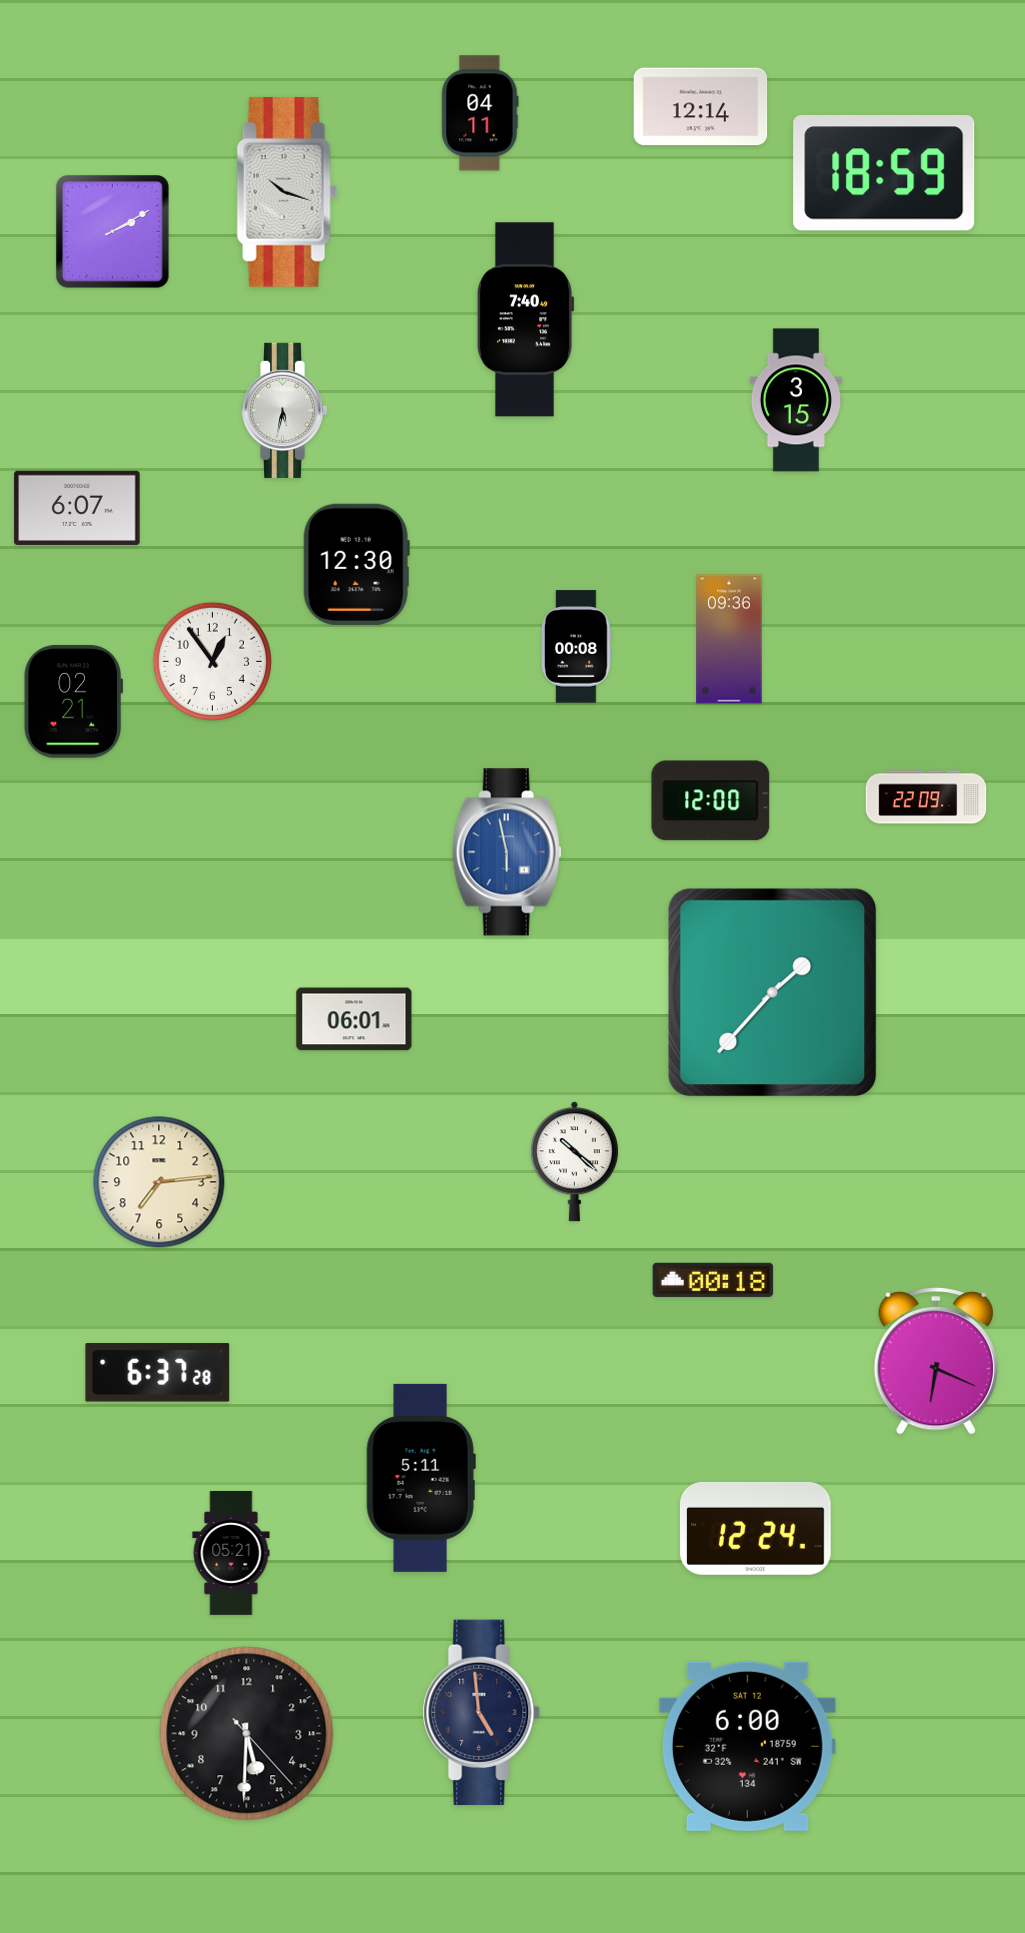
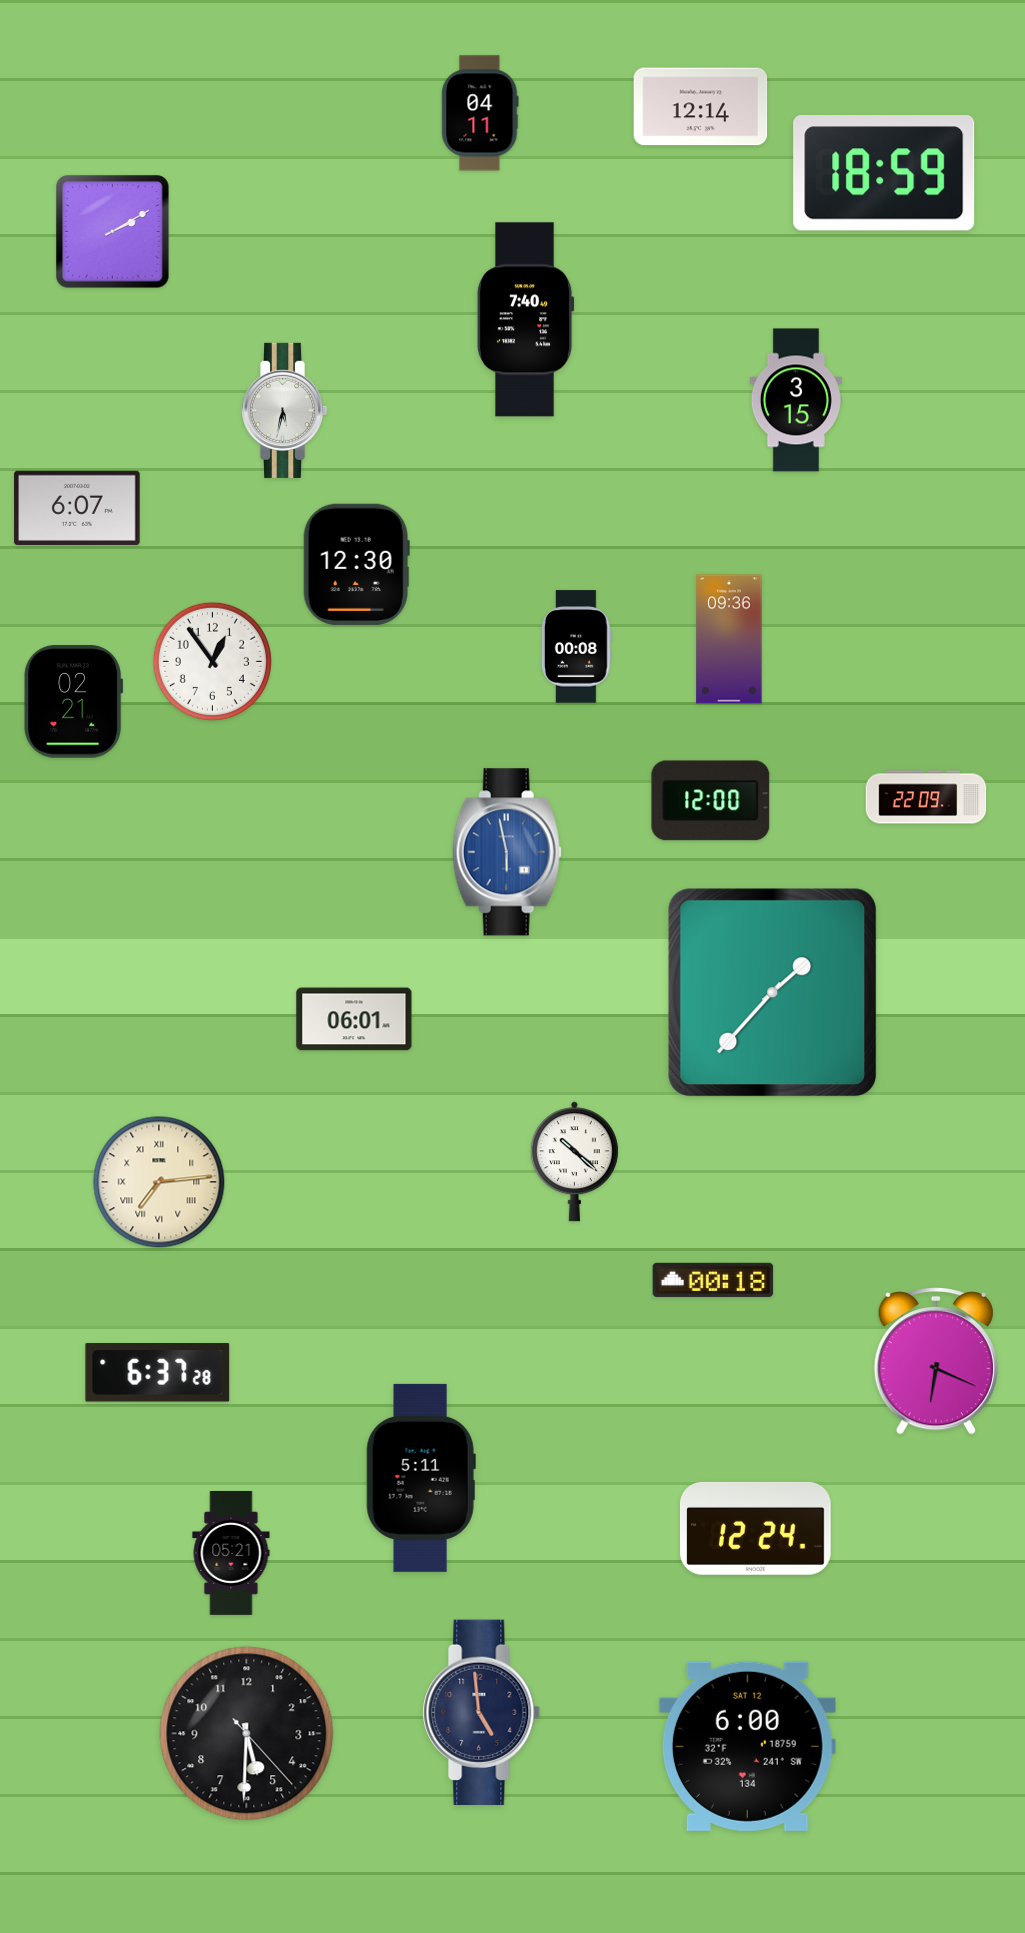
clock at (287, 192): 10:18 -> none
clock at (159, 1182) numerals: Arabic -> Roman
